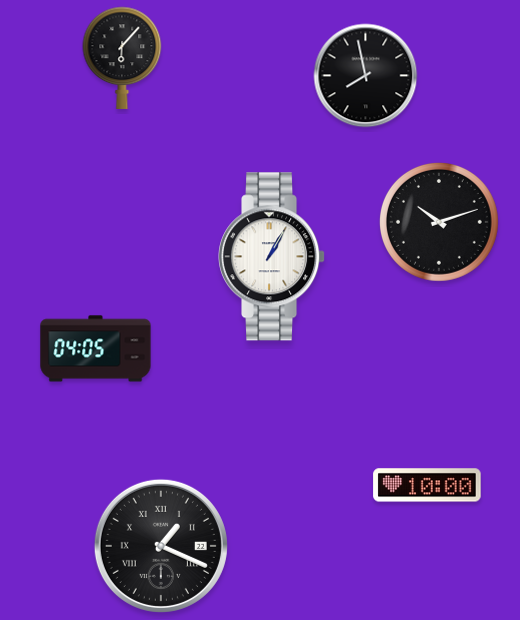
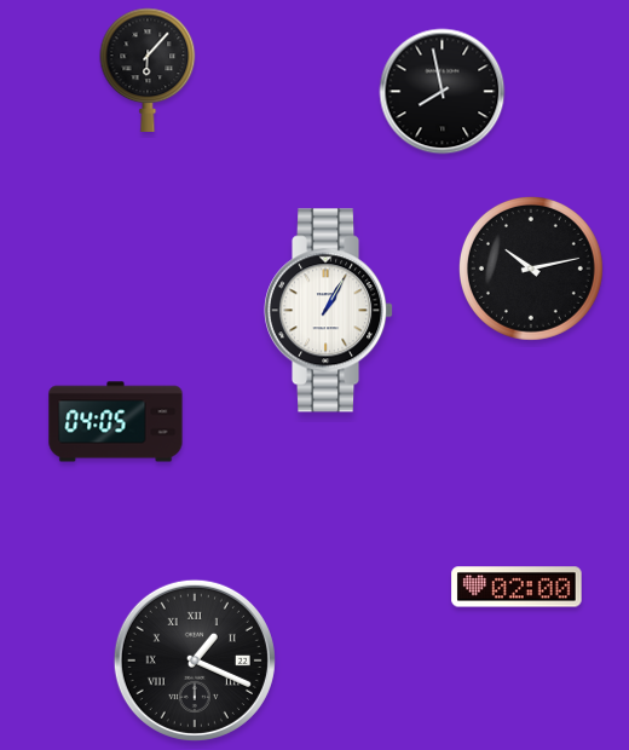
clock at (439, 222): 10:12 -> 10:13
clock at (427, 485): 10:00 -> 02:00
